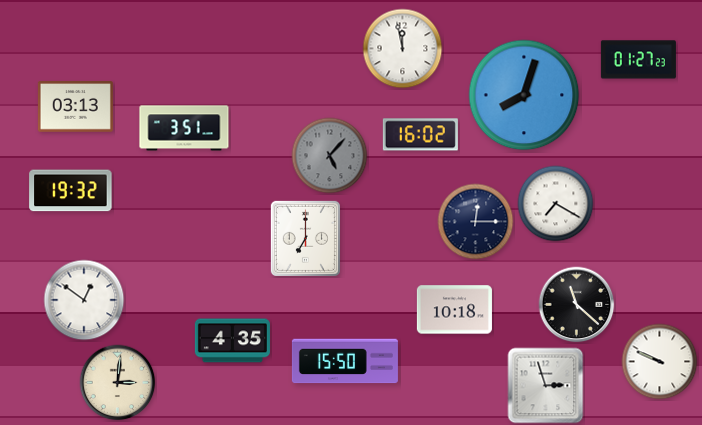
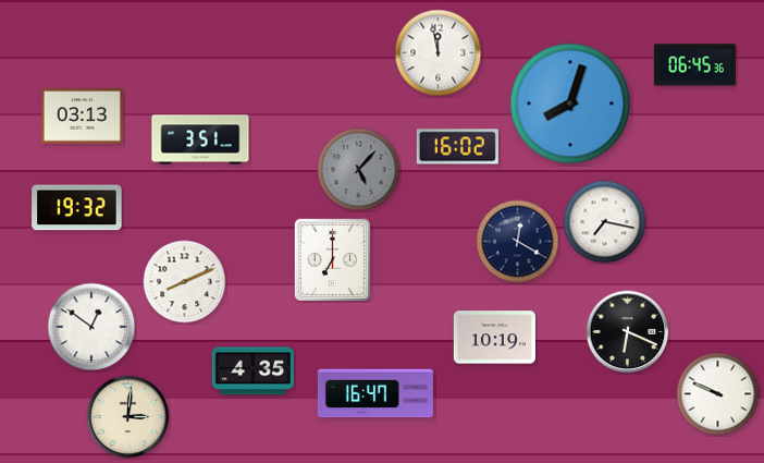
clock at (638, 60): 01:27 -> 06:45
clock at (556, 204): 7:20 -> 7:17
clock at (476, 222): 12:15 -> 12:20
clock at (185, 282): none -> 8:11
clock at (577, 305): 11:22 -> 6:19
clock at (454, 310): 10:18 -> 10:19
clock at (345, 361): 15:50 -> 16:47
clock at (546, 386): 2:57 -> none
